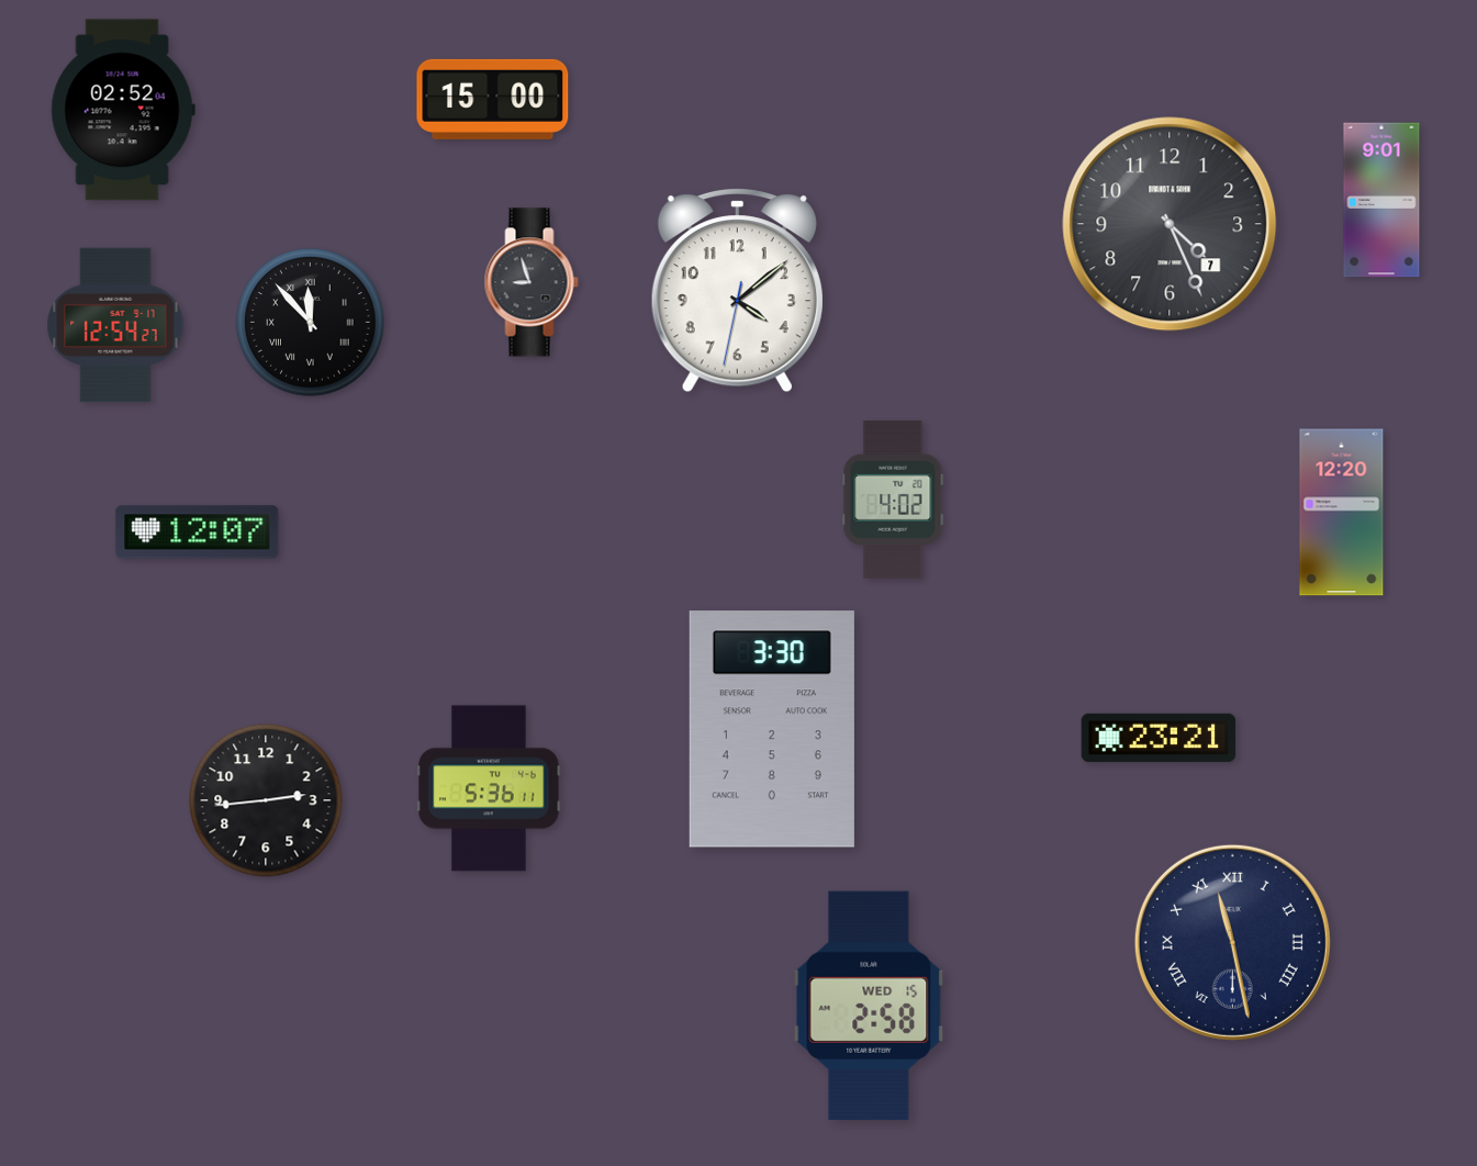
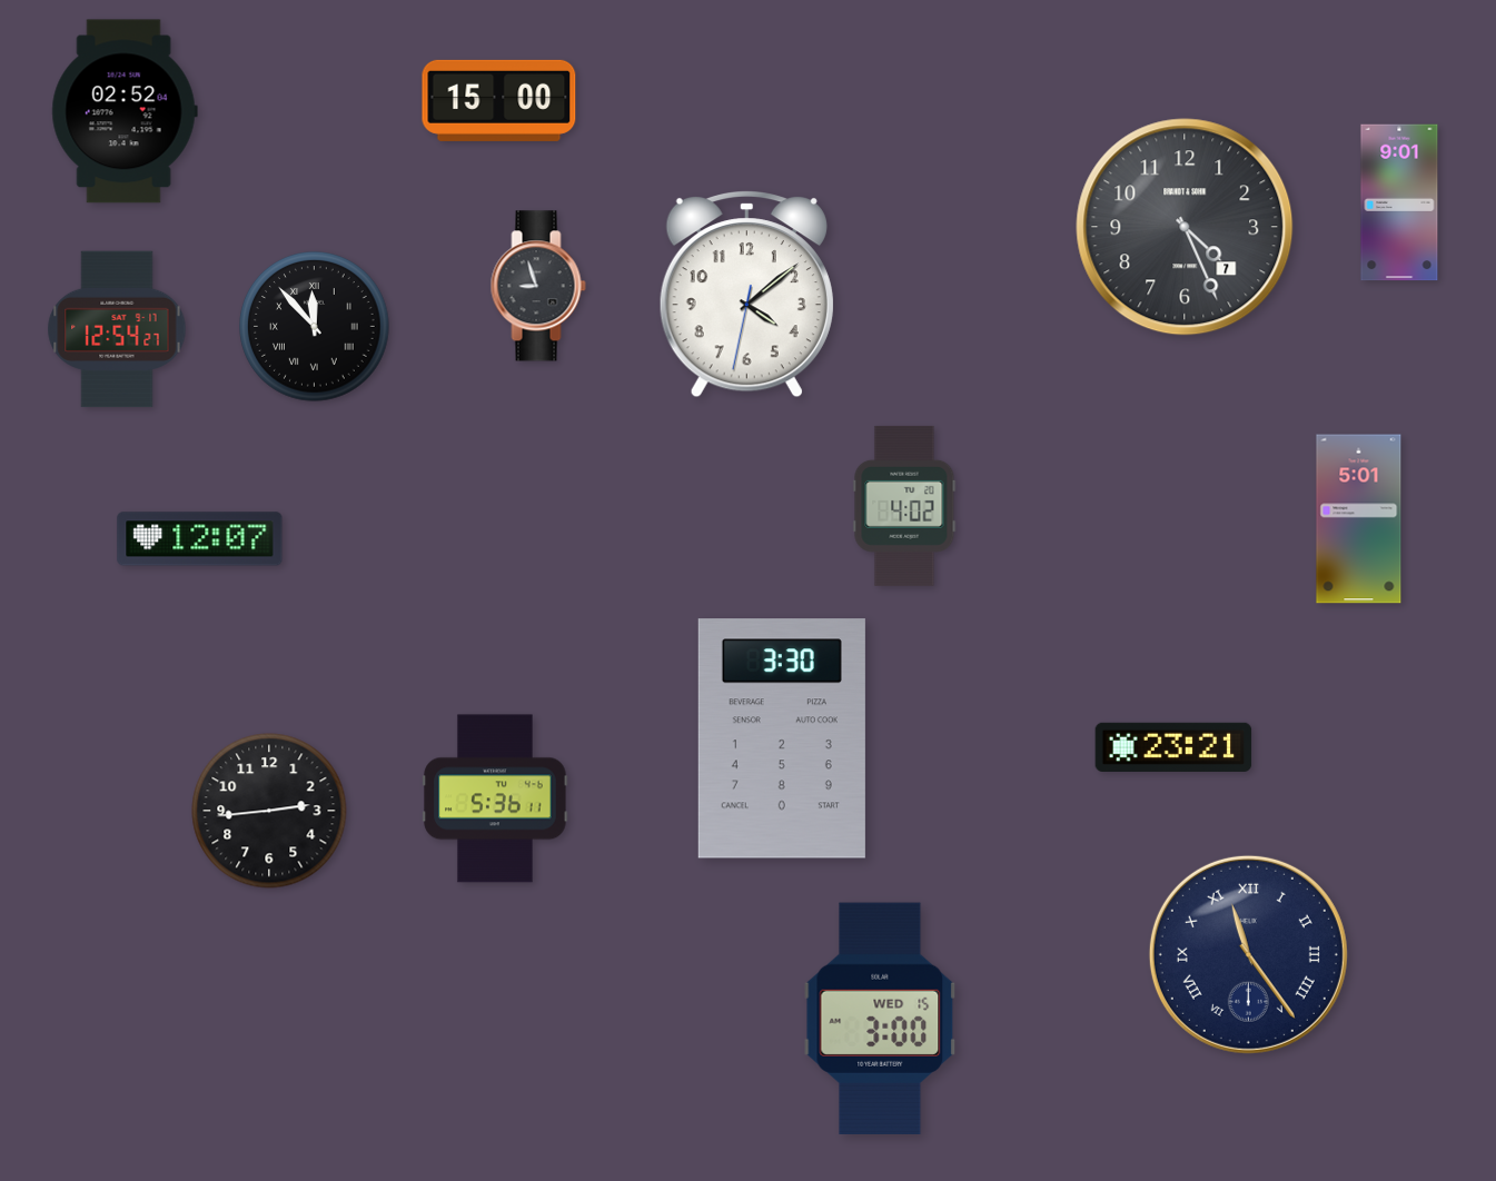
clock at (1342, 513): 12:20 -> 5:01
clock at (1232, 942): 11:28 -> 11:24
clock at (869, 1006): 2:58 -> 3:00
